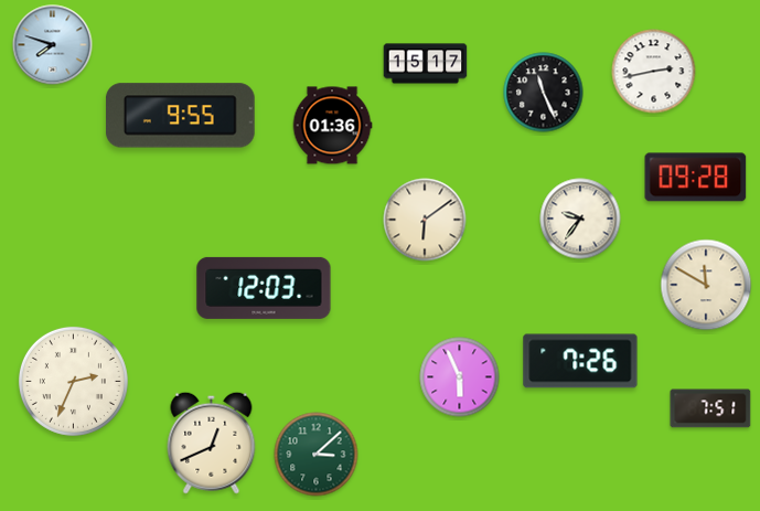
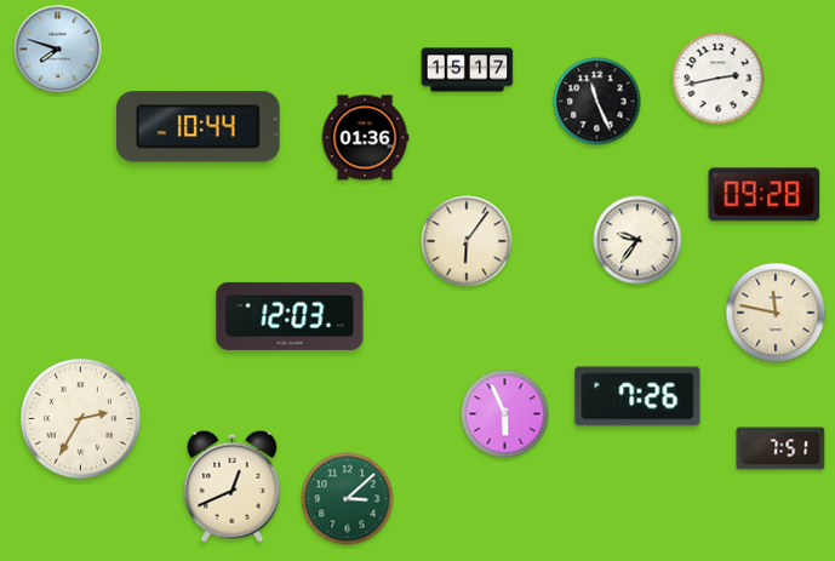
clock at (180, 116): 9:55 -> 10:44
clock at (425, 220): 6:09 -> 6:06
clock at (706, 285): 11:50 -> 11:47
clock at (73, 381): 2:34 -> 2:35
